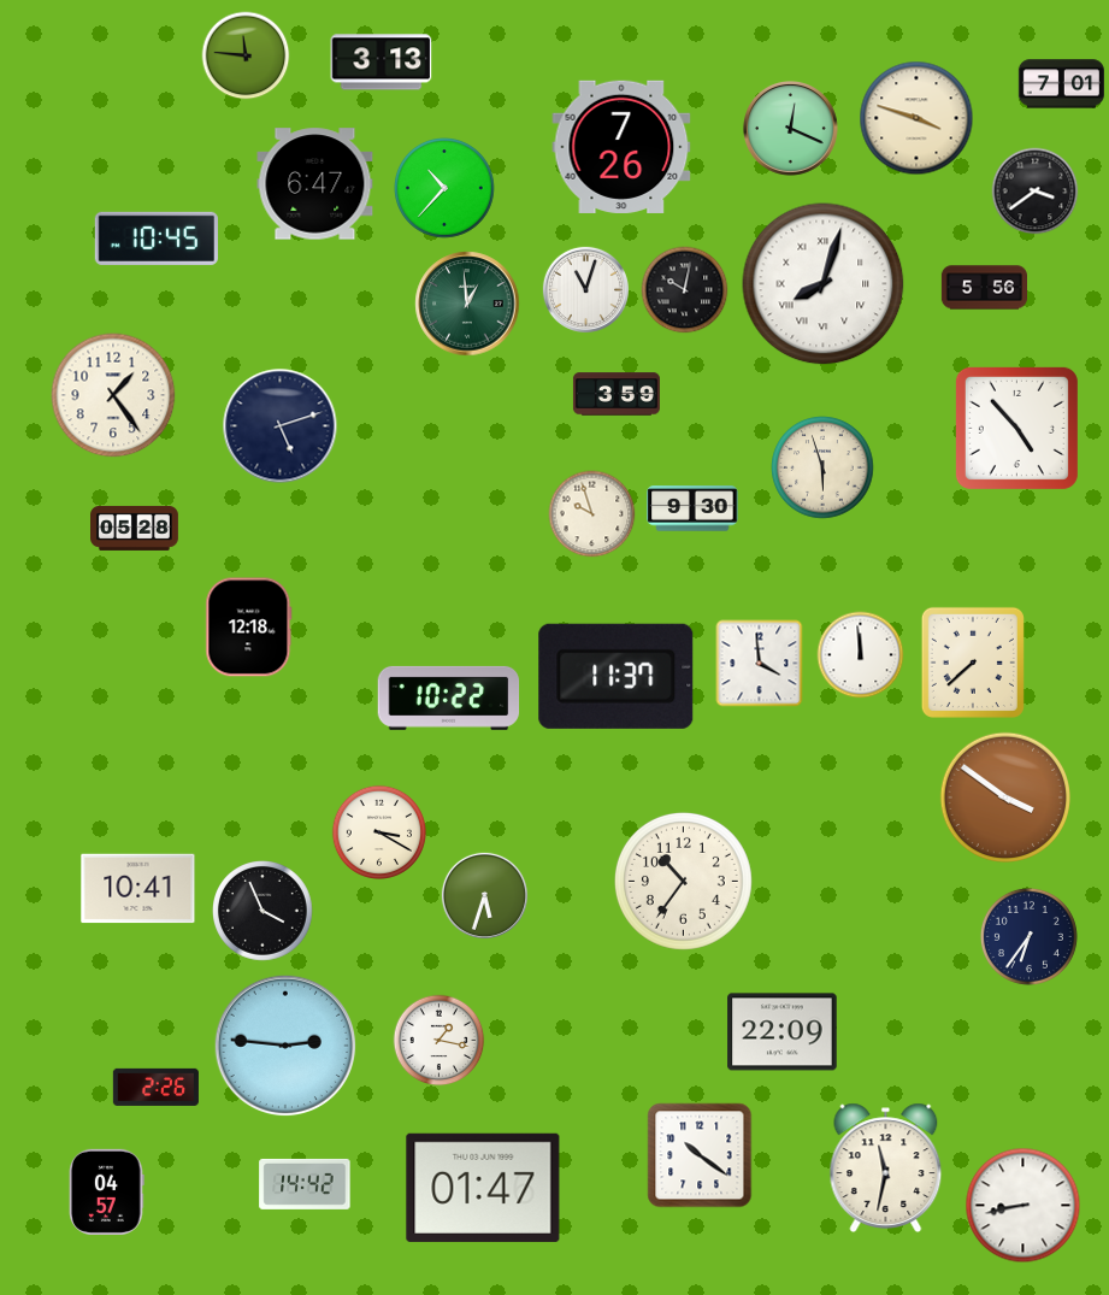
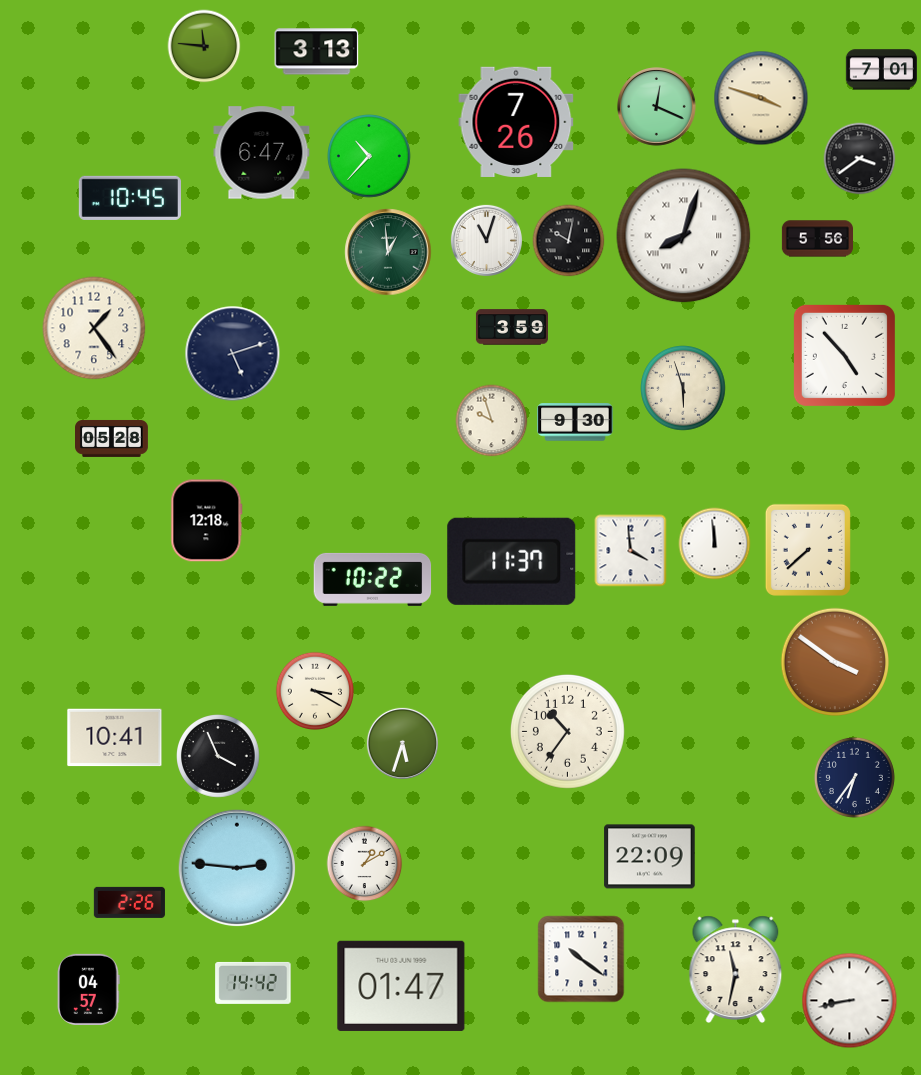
clock at (592, 514) position: (592, 514) -> (492, 421)
clock at (440, 1041): 1:17 -> 1:10
